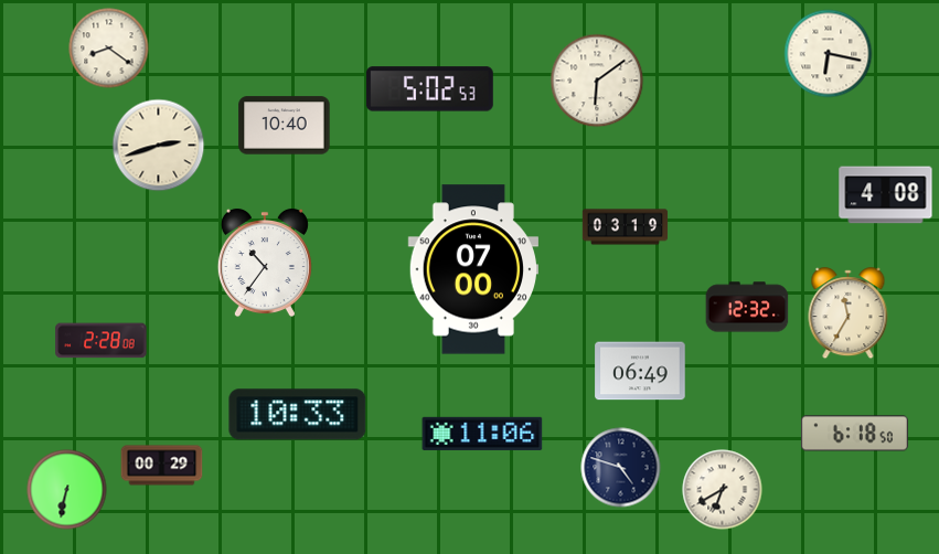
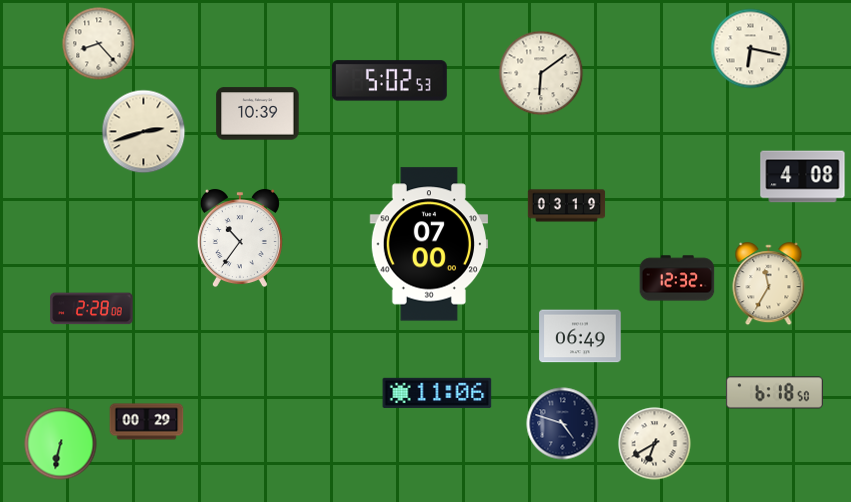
clock at (109, 49): 8:21 -> 8:23
clock at (285, 126): 10:40 -> 10:39
clock at (298, 415): 10:33 -> none
